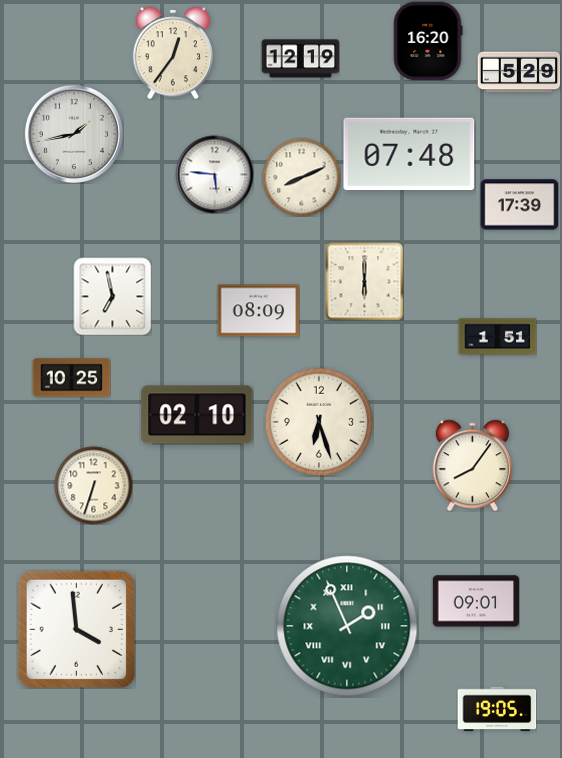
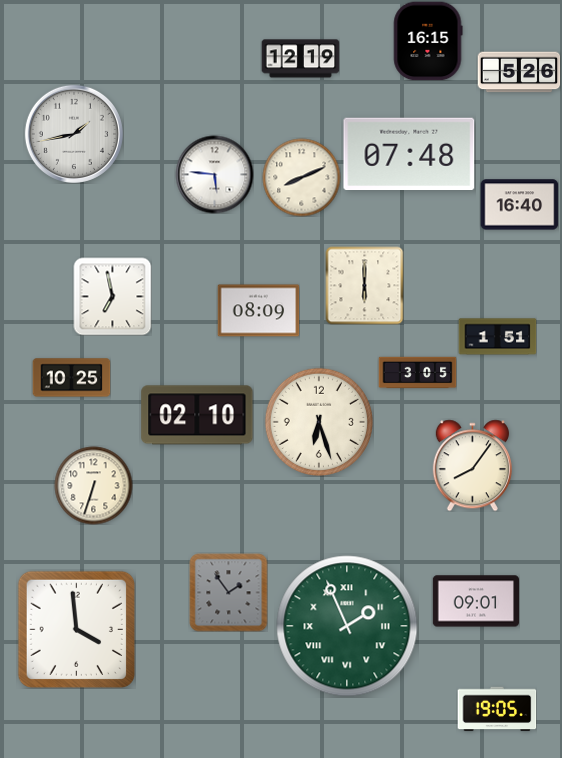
clock at (428, 41): 16:20 -> 16:15
clock at (173, 53): 12:36 -> none
clock at (519, 72): 5:29 -> 5:26
clock at (519, 205): 17:39 -> 16:40
clock at (364, 281) position: (364, 281) -> (364, 285)
clock at (417, 373): none -> 3:05
clock at (228, 592): none -> 1:54
